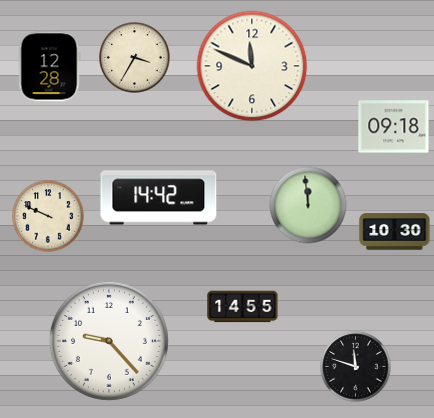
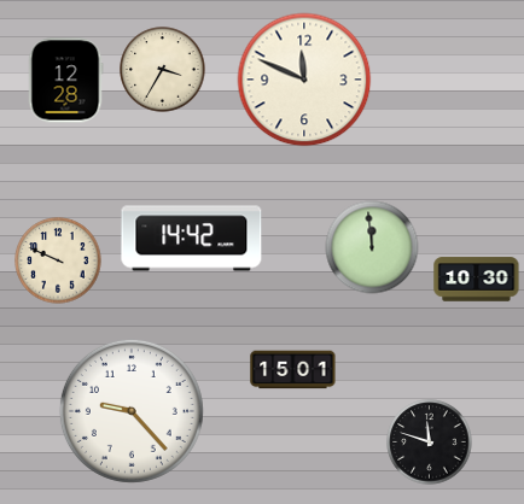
clock at (49, 67) position: (49, 67) -> (65, 81)
clock at (394, 127): 09:18 -> none
clock at (243, 307): 14:55 -> 15:01
